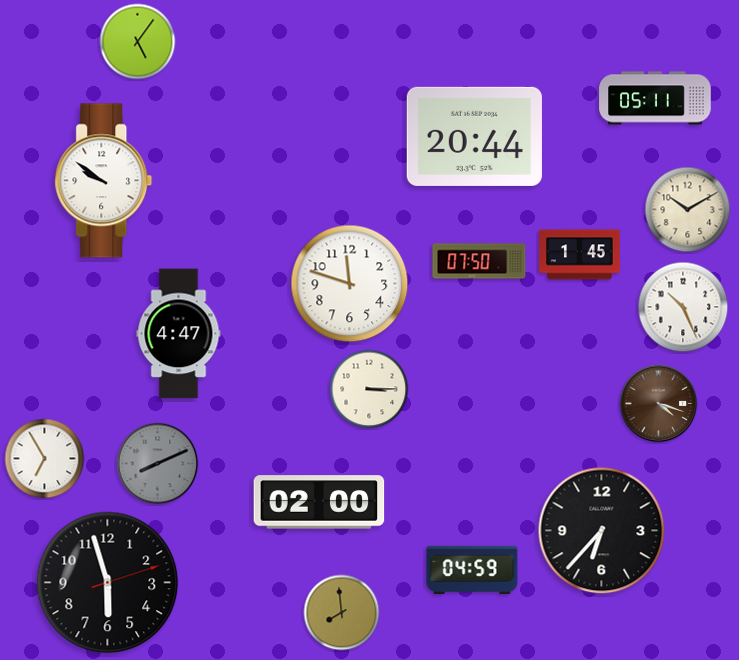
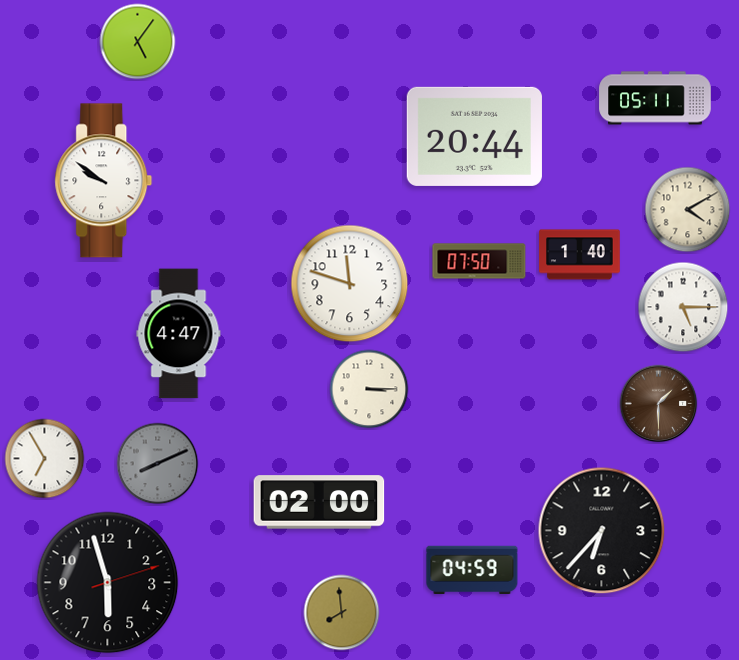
clock at (688, 210): 10:10 -> 4:10
clock at (580, 255): 1:45 -> 1:40
clock at (683, 307): 10:26 -> 5:15
clock at (659, 404): 4:18 -> 1:30
